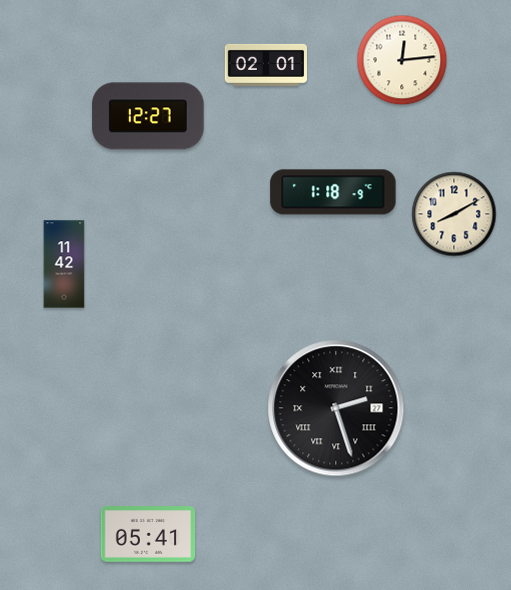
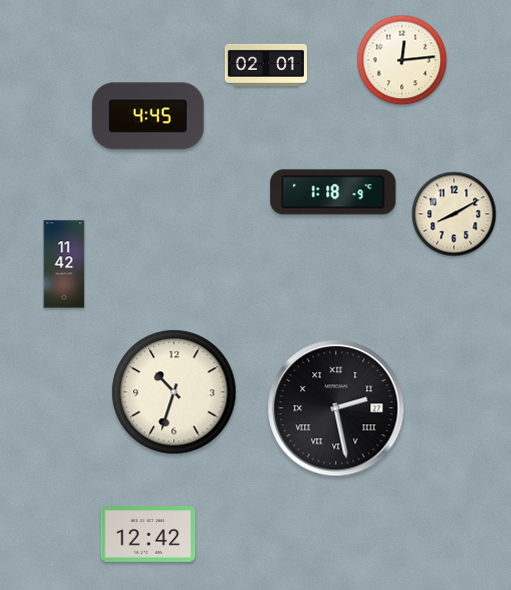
clock at (148, 116): 12:27 -> 4:45
clock at (174, 392): none -> 10:33
clock at (336, 408): 2:27 -> 2:28
clock at (148, 535): 05:41 -> 12:42
